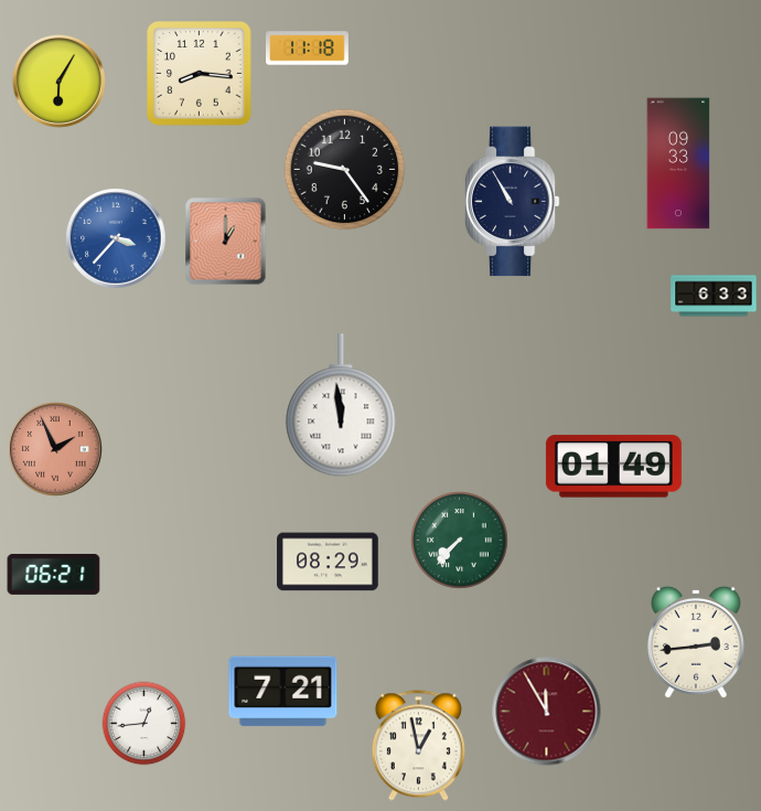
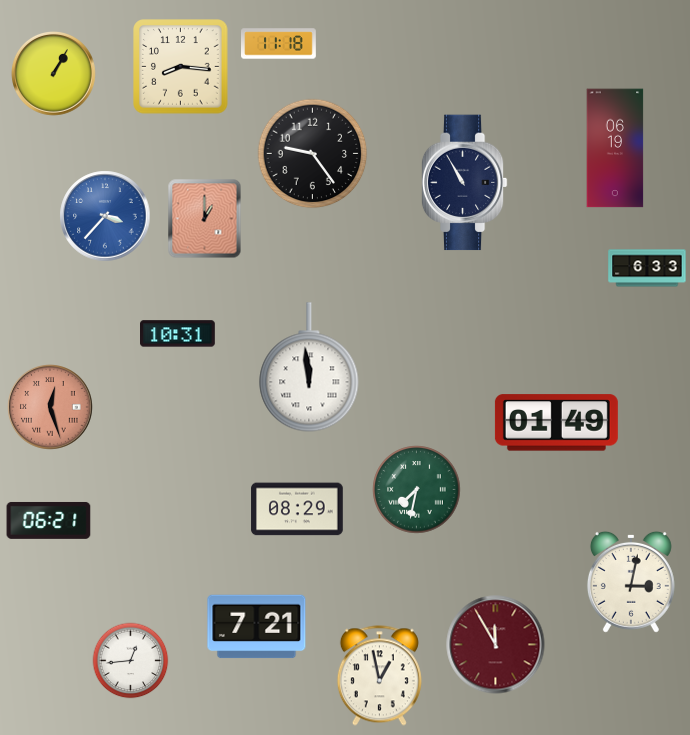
clock at (60, 82): 6:05 -> 1:05
clock at (678, 163): 09:33 -> 06:19
clock at (178, 334): none -> 10:31
clock at (56, 450): 1:56 -> 12:27
clock at (460, 541): 7:37 -> 7:32
clock at (696, 642): 2:44 -> 3:02
clock at (144, 724) position: (144, 724) -> (131, 661)
